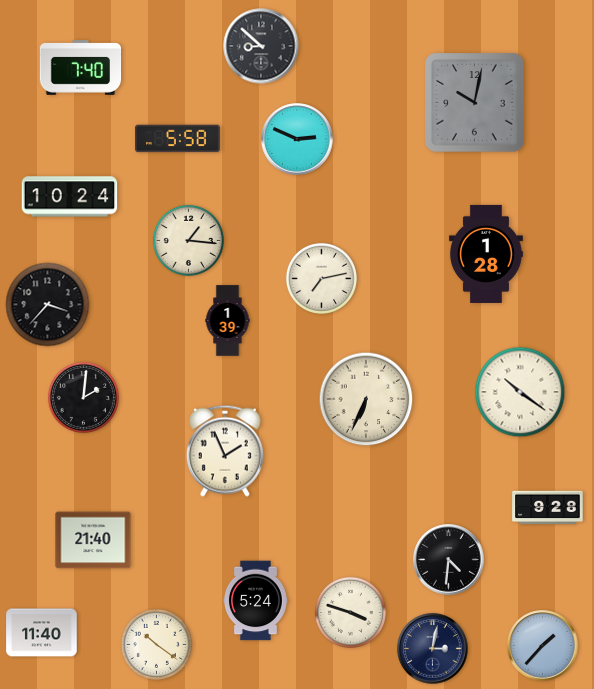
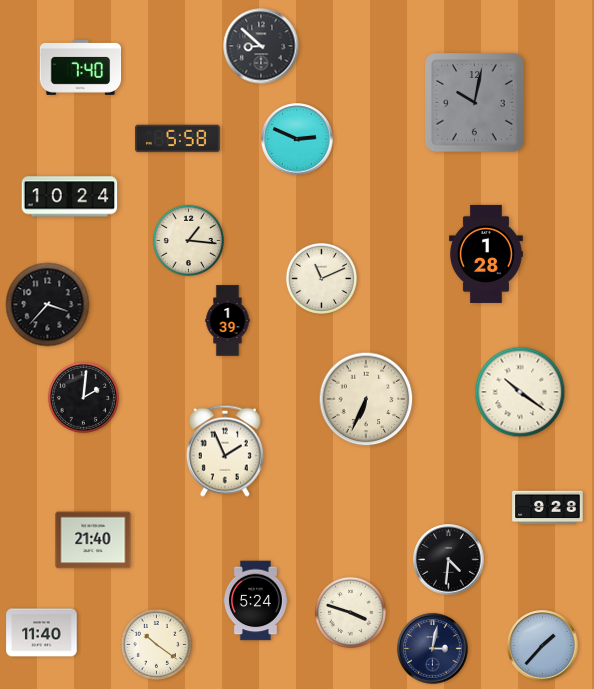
clock at (321, 278): 7:13 -> 11:11
